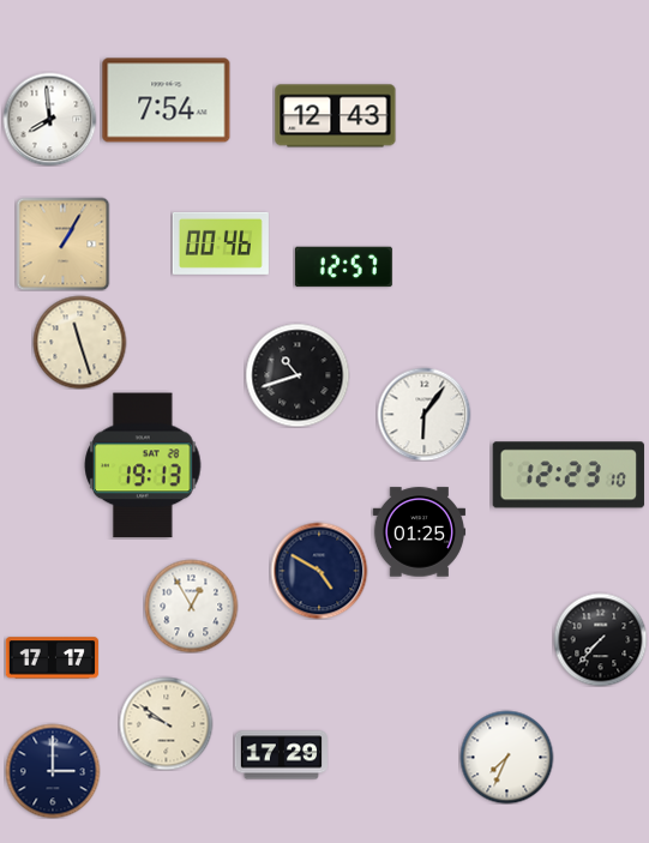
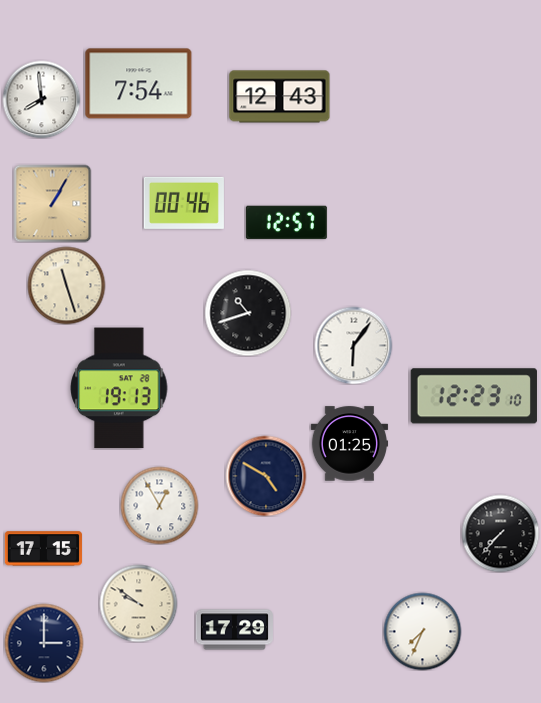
clock at (52, 658): 17:17 -> 17:15
